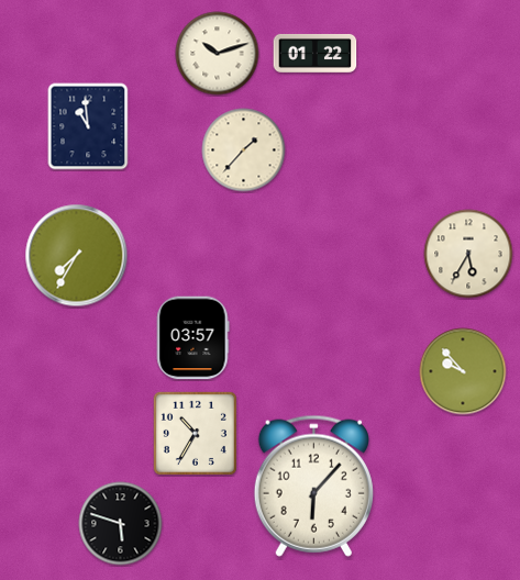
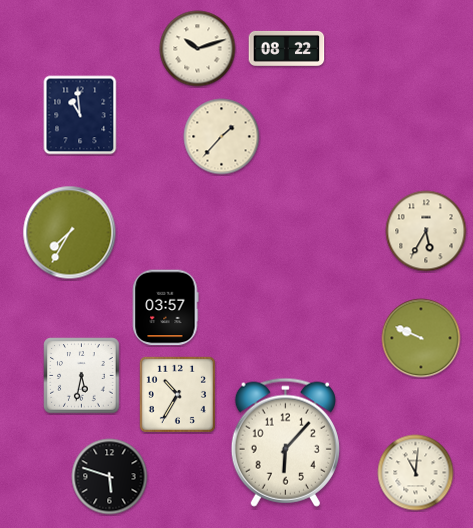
clock at (316, 53): 01:22 -> 08:22
clock at (192, 338) position: (192, 338) -> (165, 308)
clock at (463, 371): 9:53 -> 9:49
clock at (82, 376): none -> 5:32
clock at (416, 473): none -> 11:01
